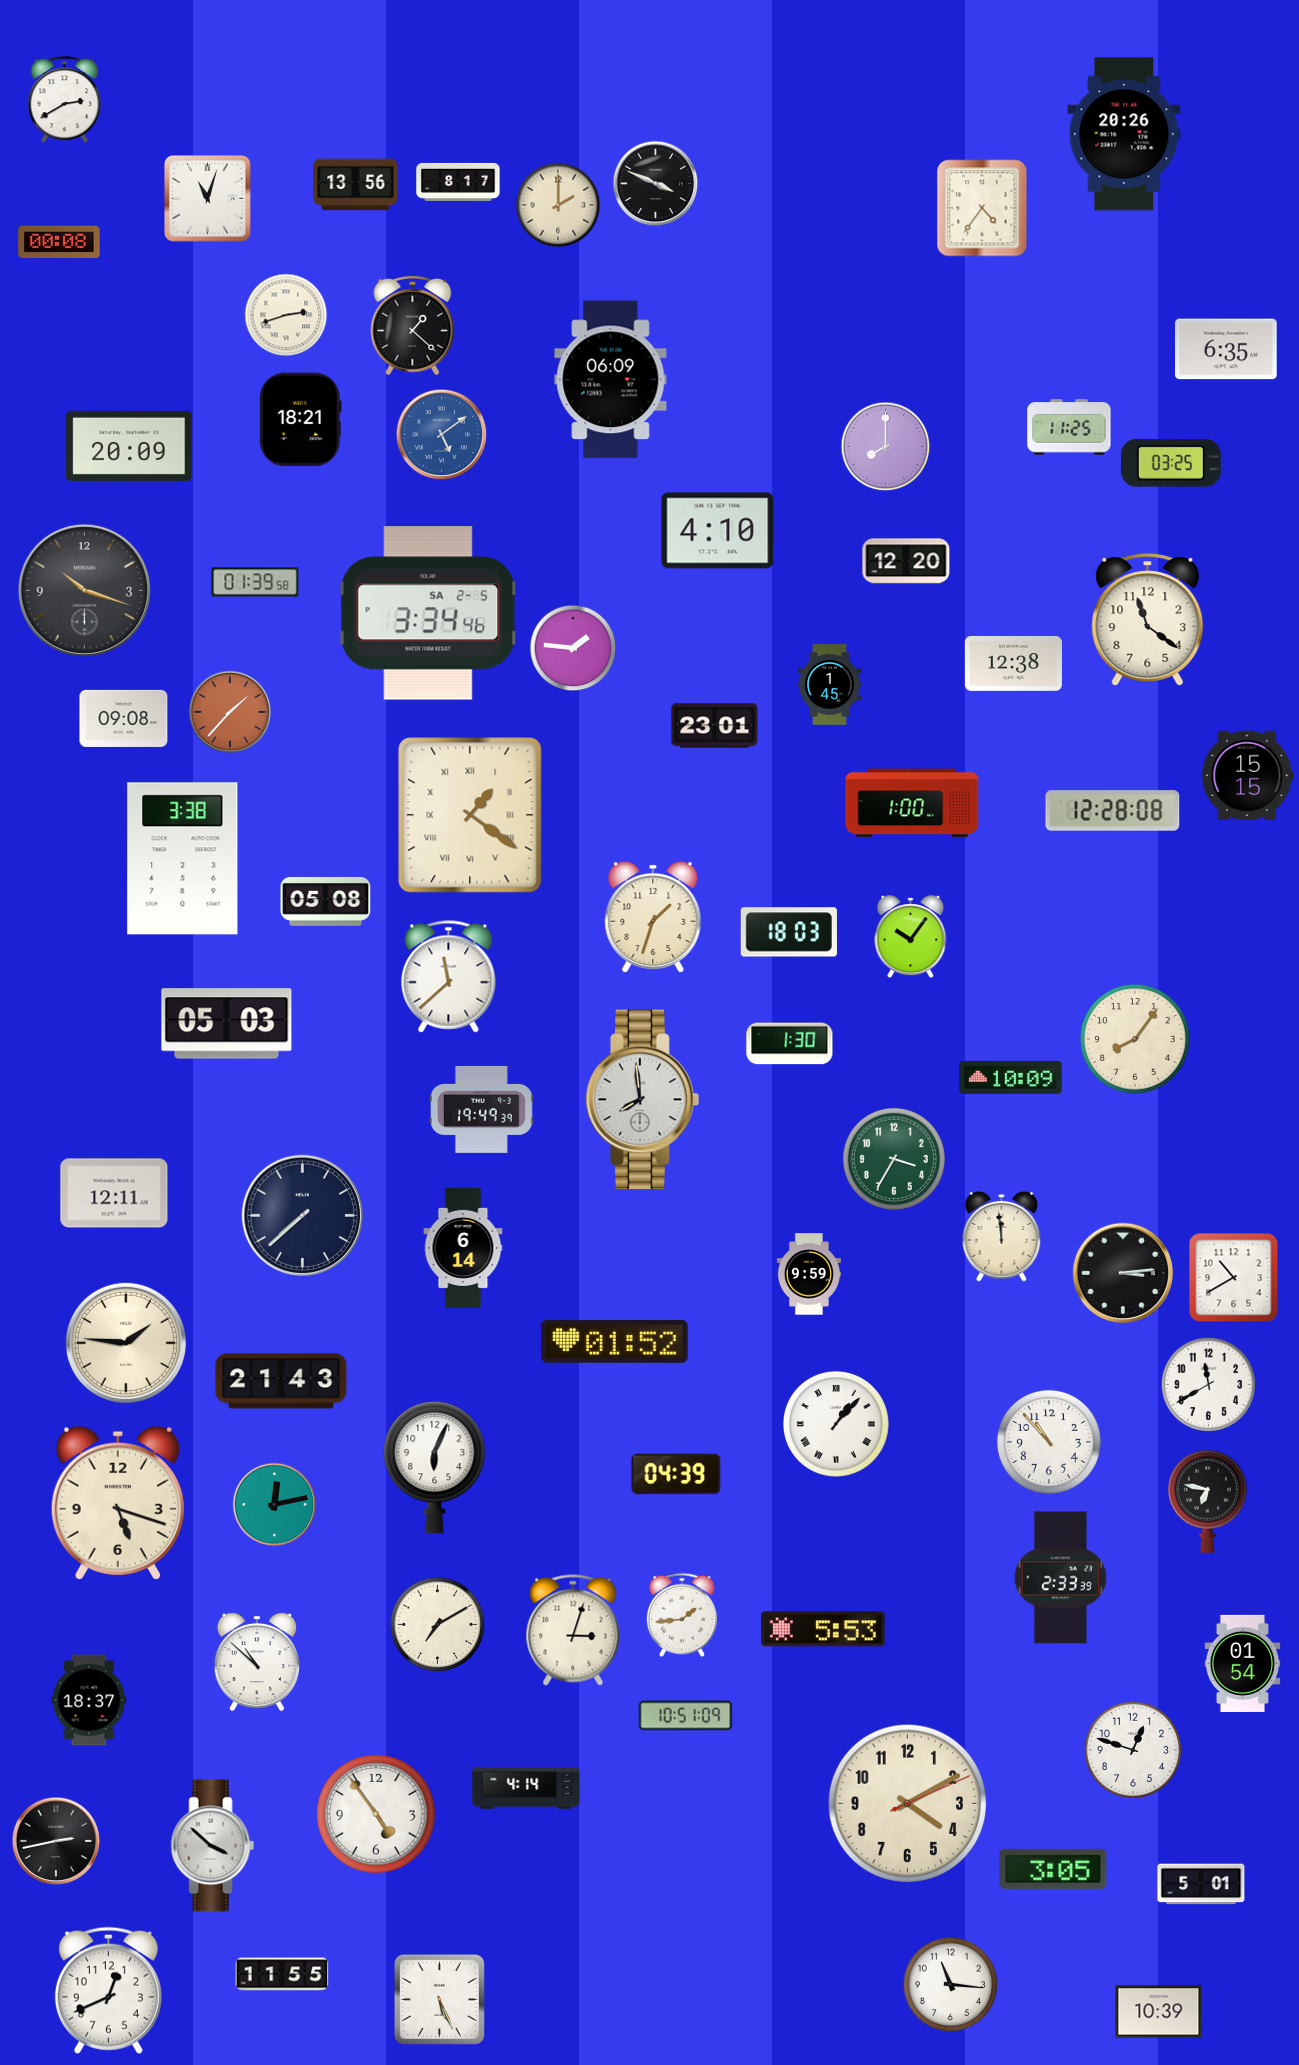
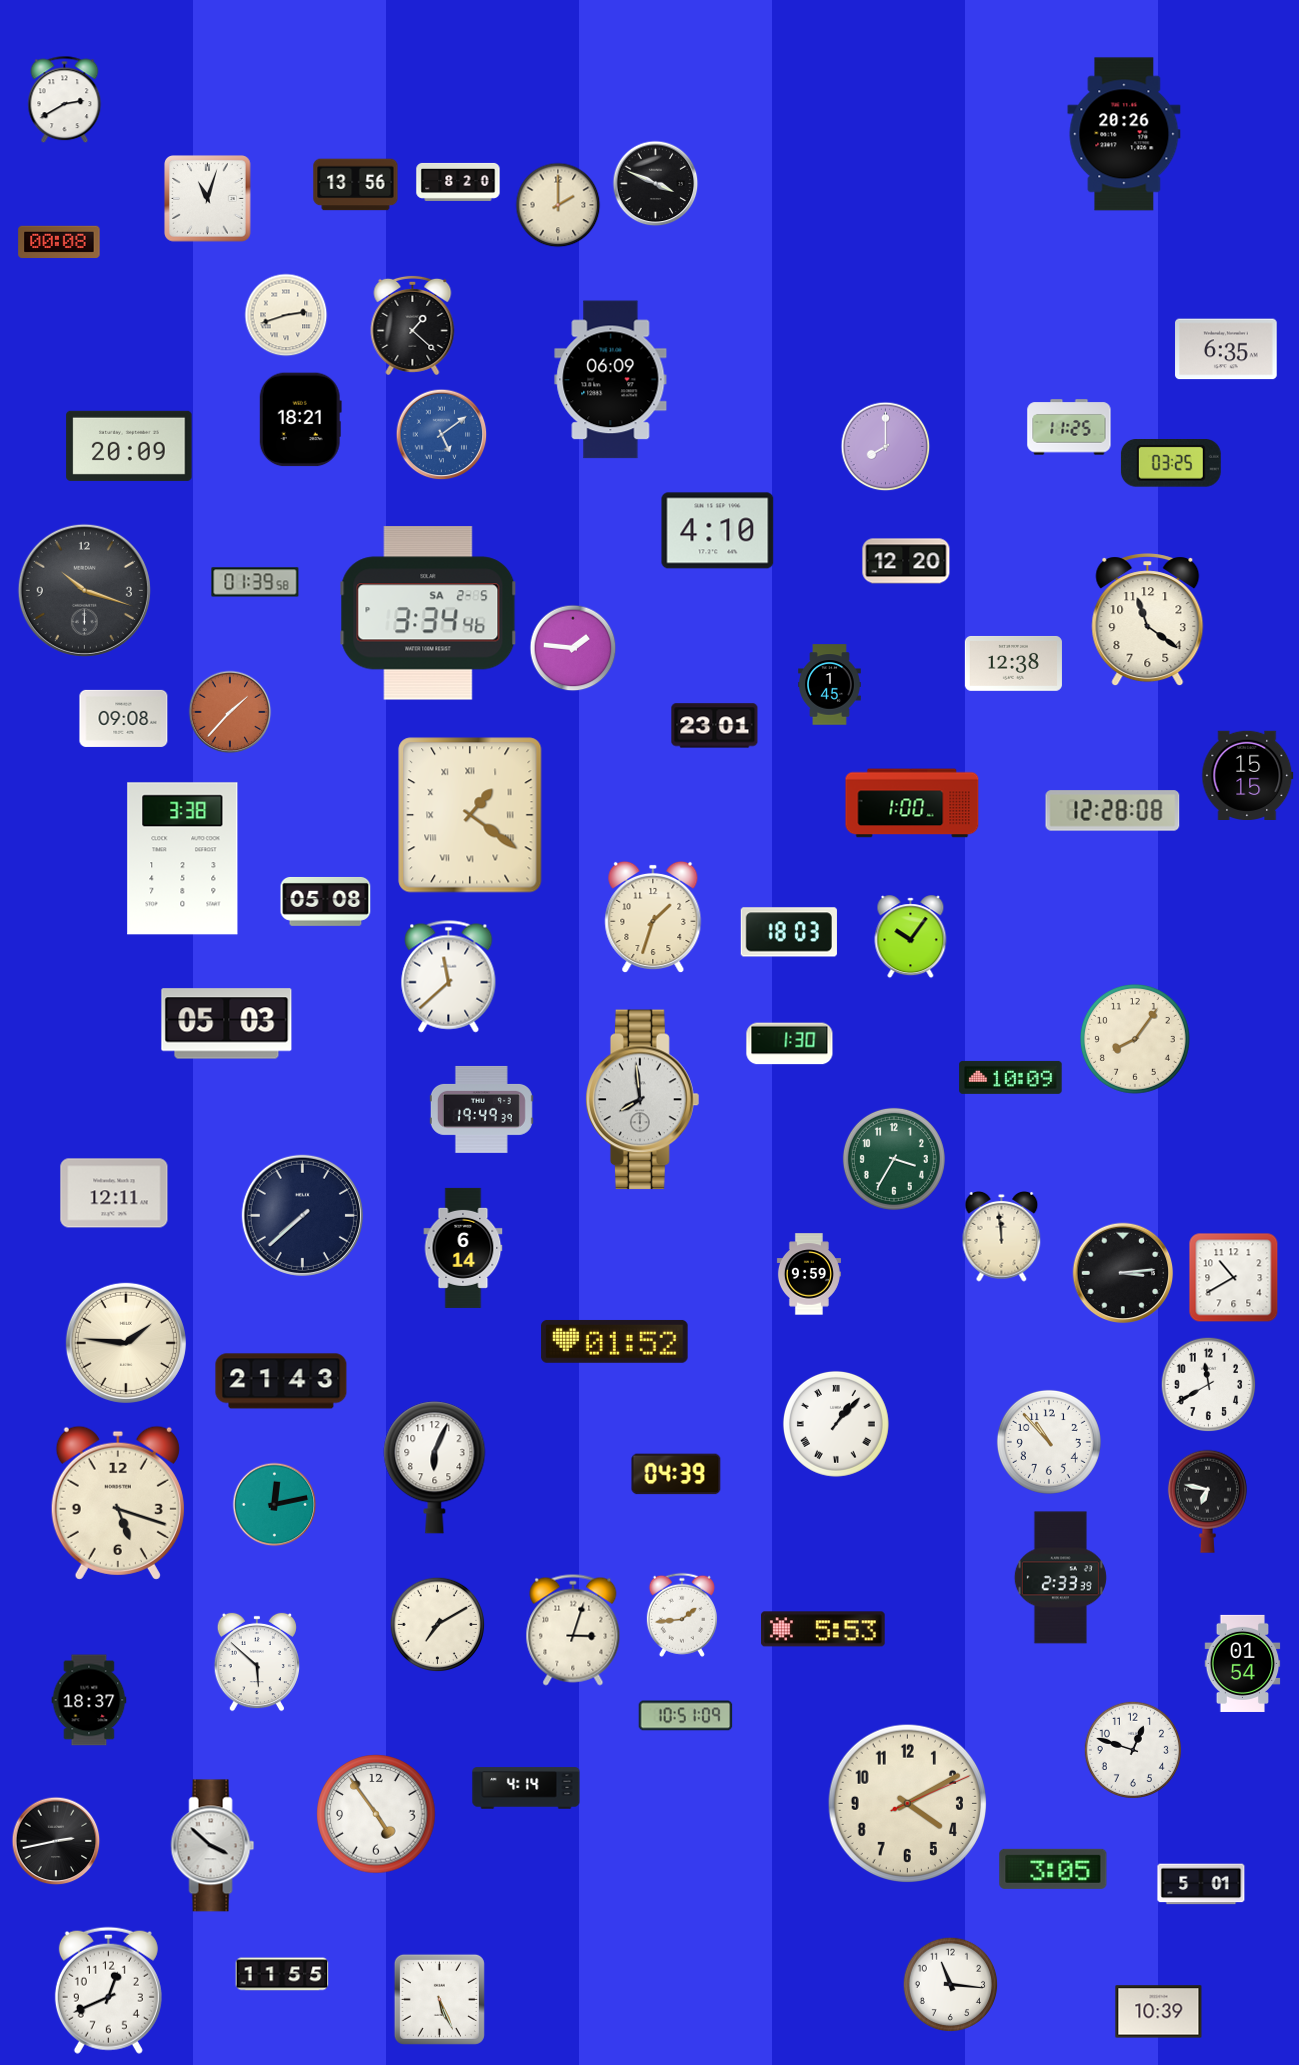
clock at (458, 182): 8:17 -> 8:20
clock at (982, 208): 4:36 -> none
clock at (256, 1662): 10:52 -> 5:52
